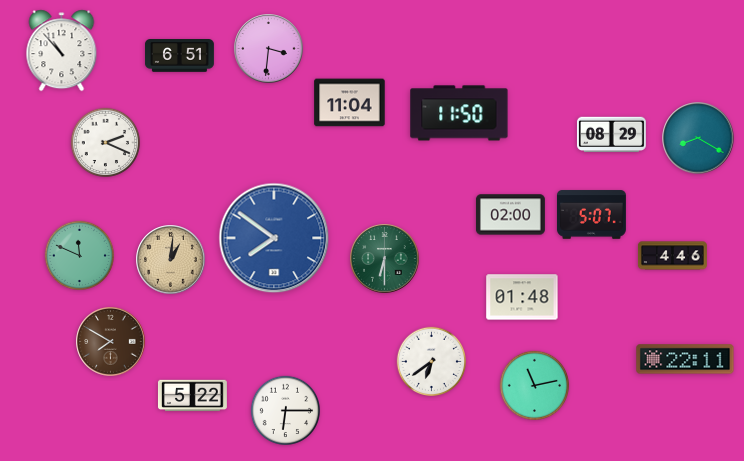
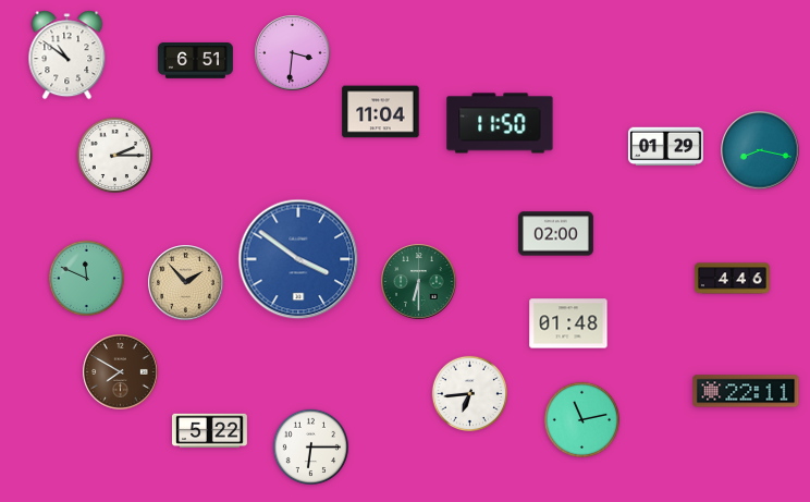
clock at (62, 51): 10:53 -> 10:51
clock at (611, 135): 08:29 -> 01:29
clock at (698, 138): 8:20 -> 8:17
clock at (106, 143): 2:19 -> 2:15
clock at (591, 215): 5:07 -> none
clock at (274, 238): 7:51 -> 3:51
clock at (171, 260): 1:01 -> 1:53
clock at (432, 362): 6:39 -> 6:44
